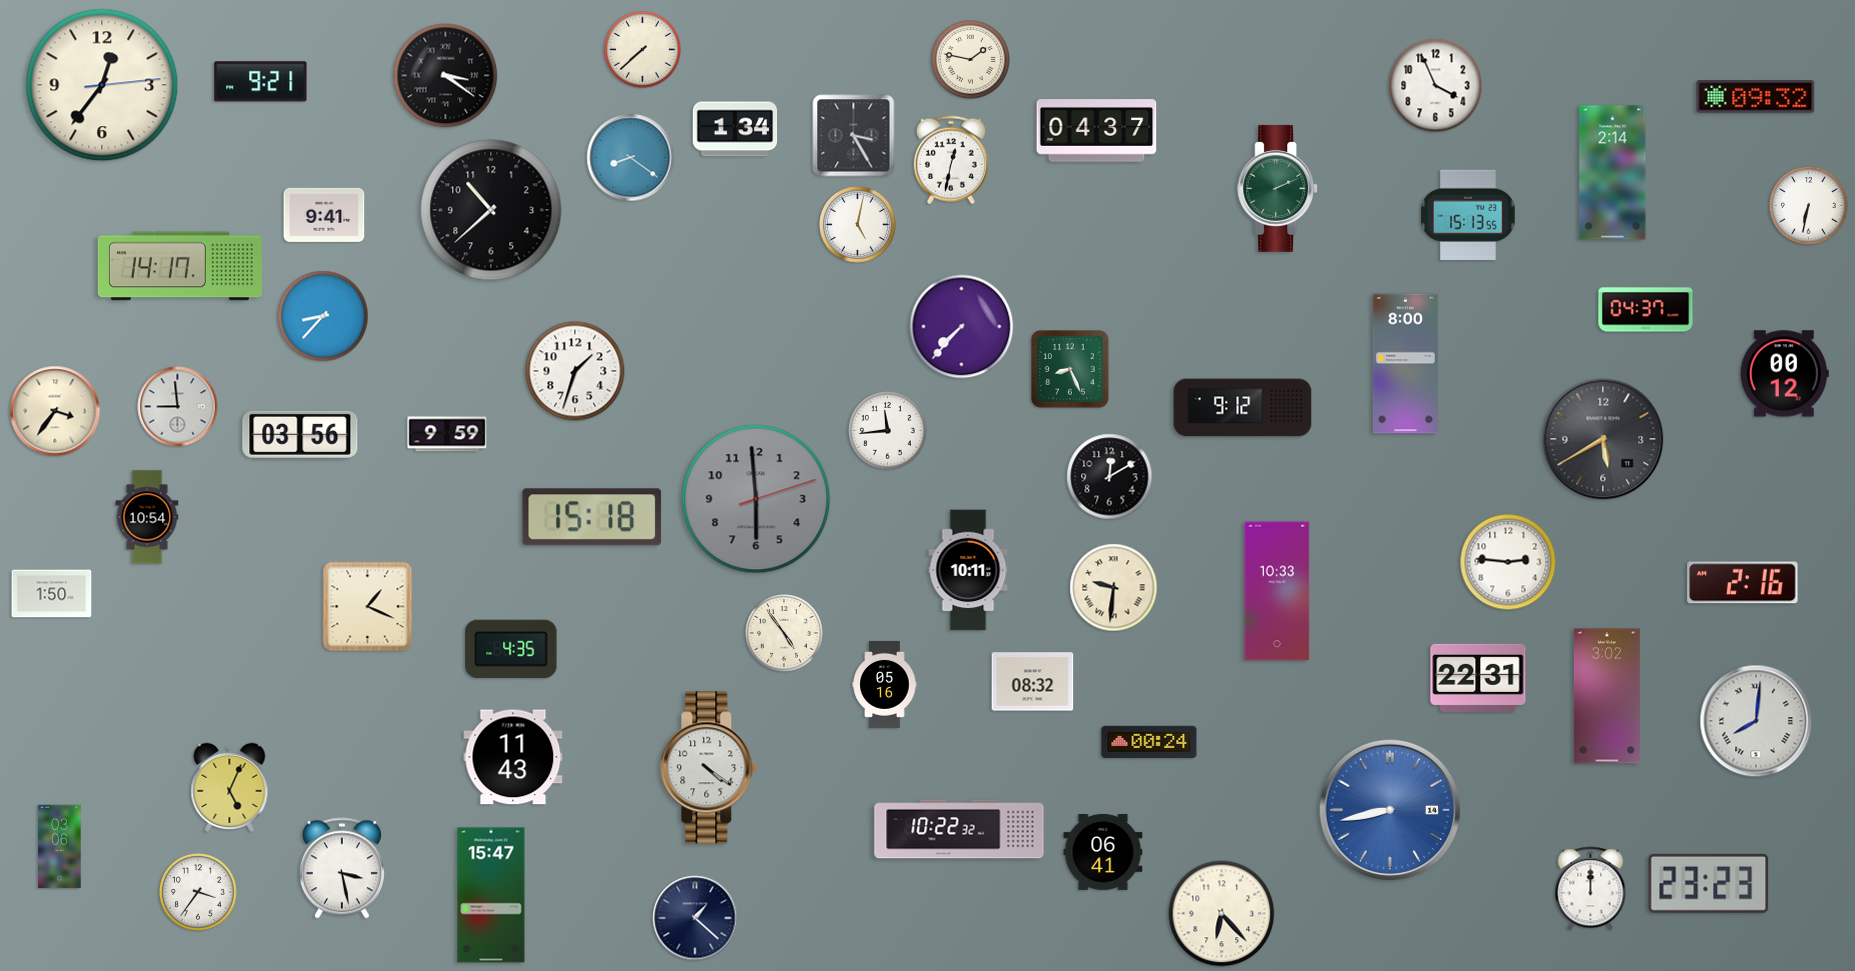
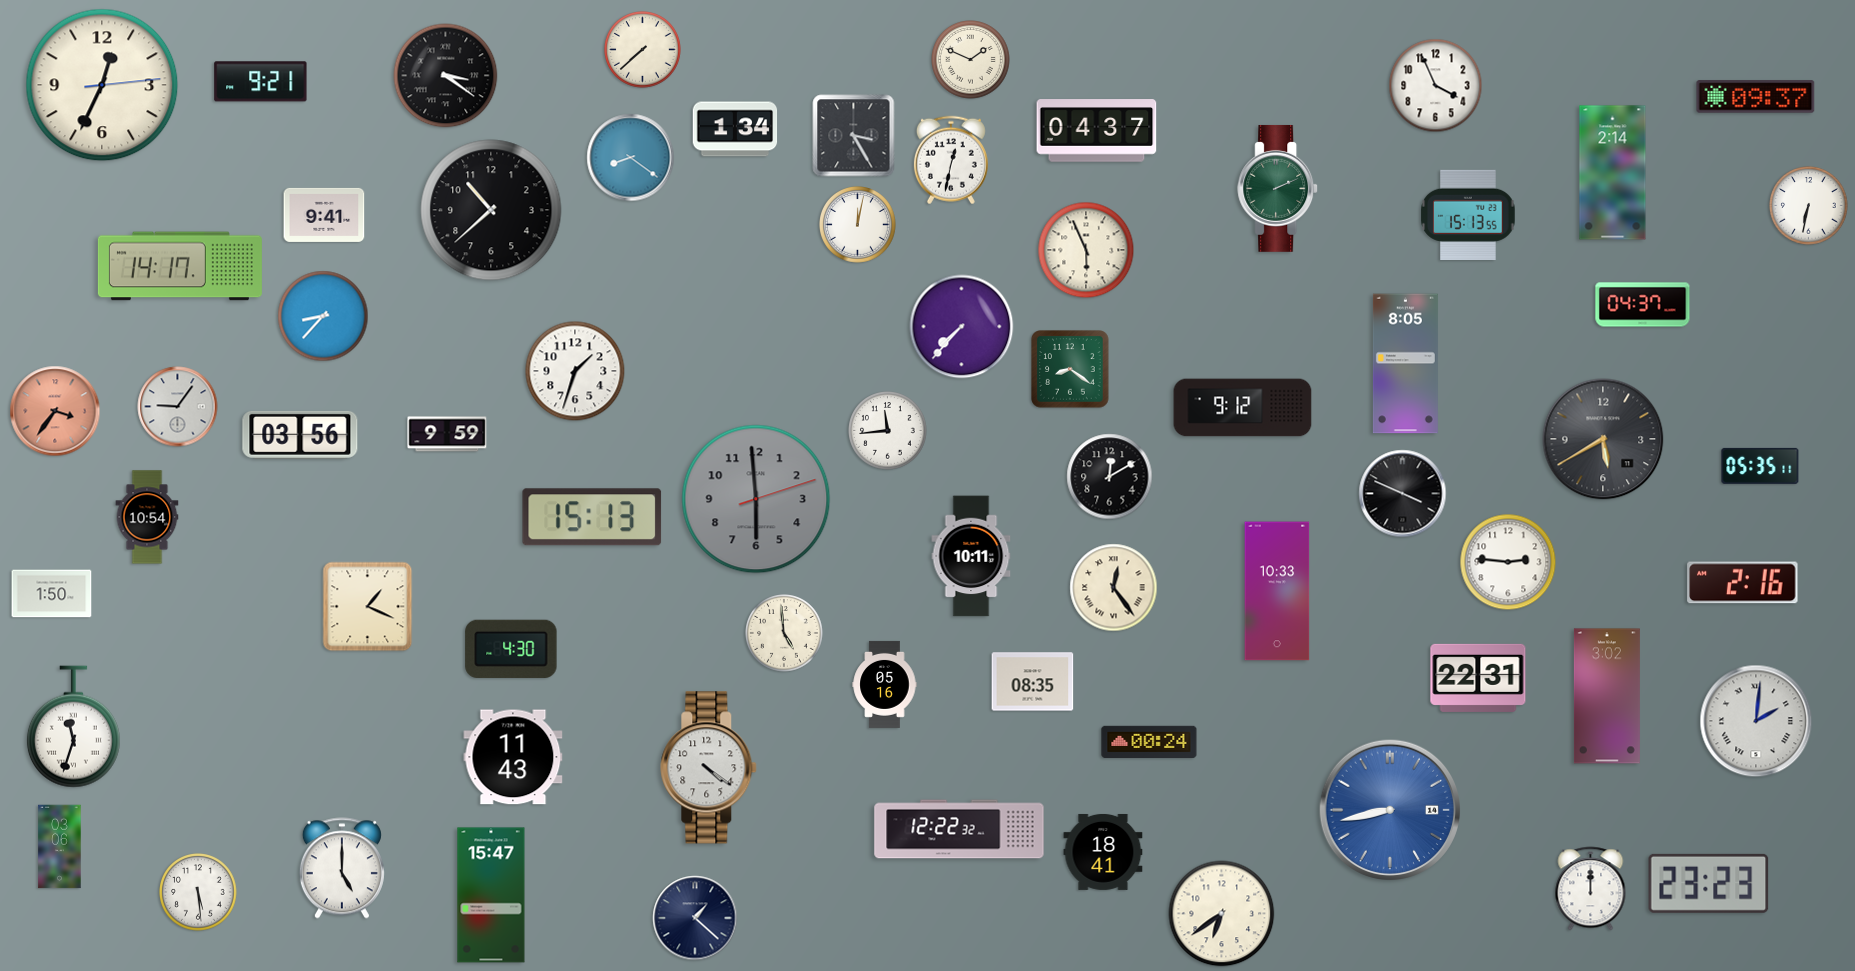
clock at (971, 60): 1:47 -> 1:49
clock at (102, 85): 12:36 -> 12:34
clock at (1756, 97): 09:32 -> 09:37
clock at (858, 225): 5:02 -> 12:02
clock at (1086, 250): none -> 5:56
clock at (1646, 310) position: (1646, 310) -> (1643, 305)
clock at (1405, 364): 8:00 -> 8:05
clock at (1070, 369): 8:26 -> 8:21
clock at (1784, 374): 00:12 -> none
clock at (178, 407): 8:59 -> 9:06
clock at (55, 411) dial: cream -> salmon
clock at (1760, 466): none -> 05:35
clock at (1403, 494): none -> 3:49
clock at (592, 517): 15:18 -> 15:13
clock at (968, 570) position: (968, 570) -> (971, 556)
clock at (1114, 588): 9:31 -> 12:24
clock at (784, 633): 4:54 -> 4:59
clock at (511, 649): 4:35 -> 4:30
clock at (1033, 682): 08:32 -> 08:35
clock at (1756, 721): 8:01 -> 2:01
clock at (73, 727): none -> 11:33
clock at (230, 787): 5:04 -> none
clock at (959, 829): 10:22 -> 12:22
clock at (1103, 852): 06:41 -> 18:41
clock at (342, 868): 3:28 -> 5:00
clock at (198, 892): 3:36 -> 5:29
clock at (1222, 914): 6:23 -> 6:39
